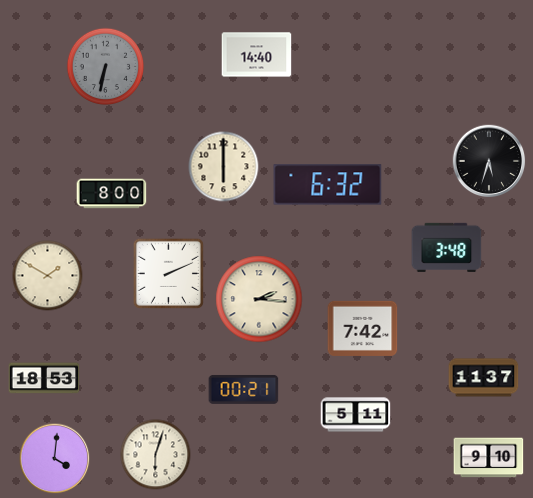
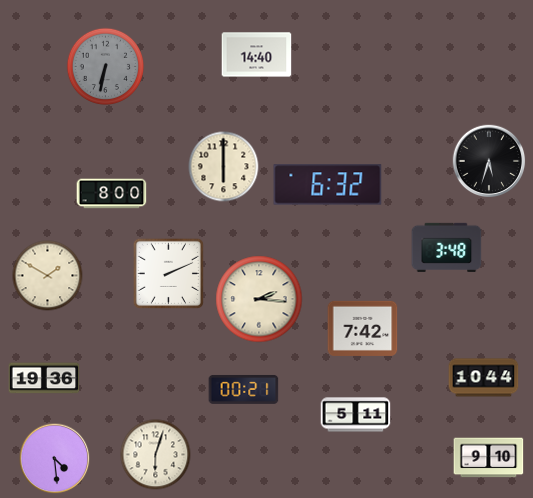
clock at (44, 378): 18:53 -> 19:36
clock at (484, 378): 11:37 -> 10:44
clock at (55, 459): 4:01 -> 4:29
